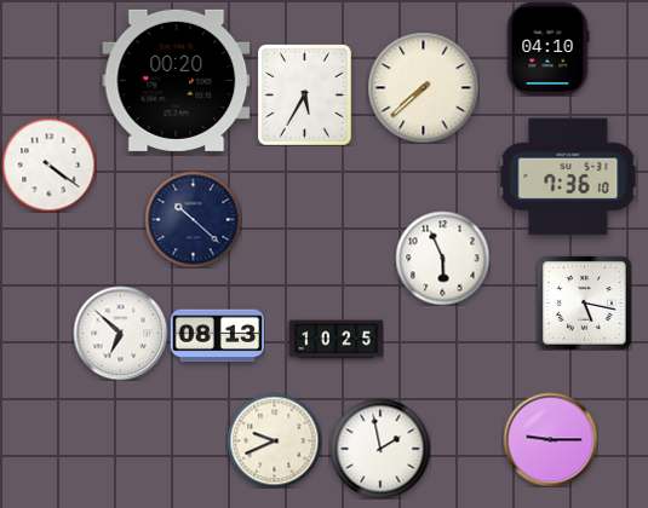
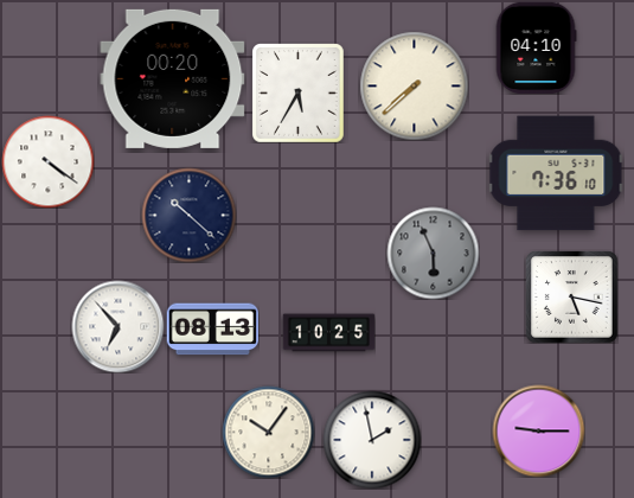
clock at (442, 258) dial: white -> grey
clock at (120, 333): 6:52 -> 6:53
clock at (274, 440): 9:41 -> 10:06
